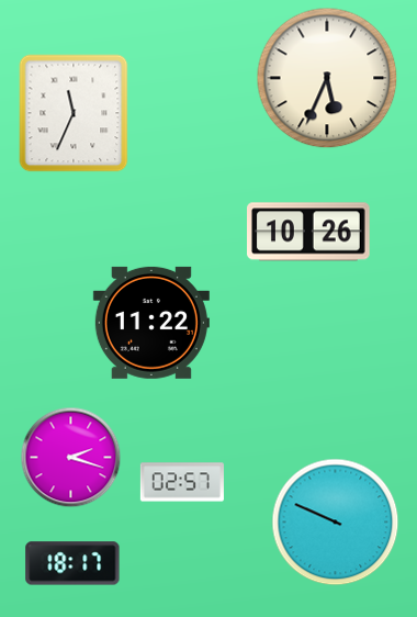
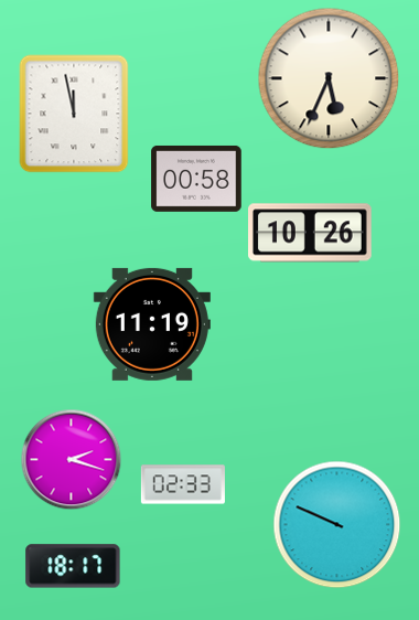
clock at (74, 113): 11:34 -> 11:58
clock at (196, 179): none -> 00:58
clock at (151, 323): 11:22 -> 11:19
clock at (182, 482): 02:57 -> 02:33
